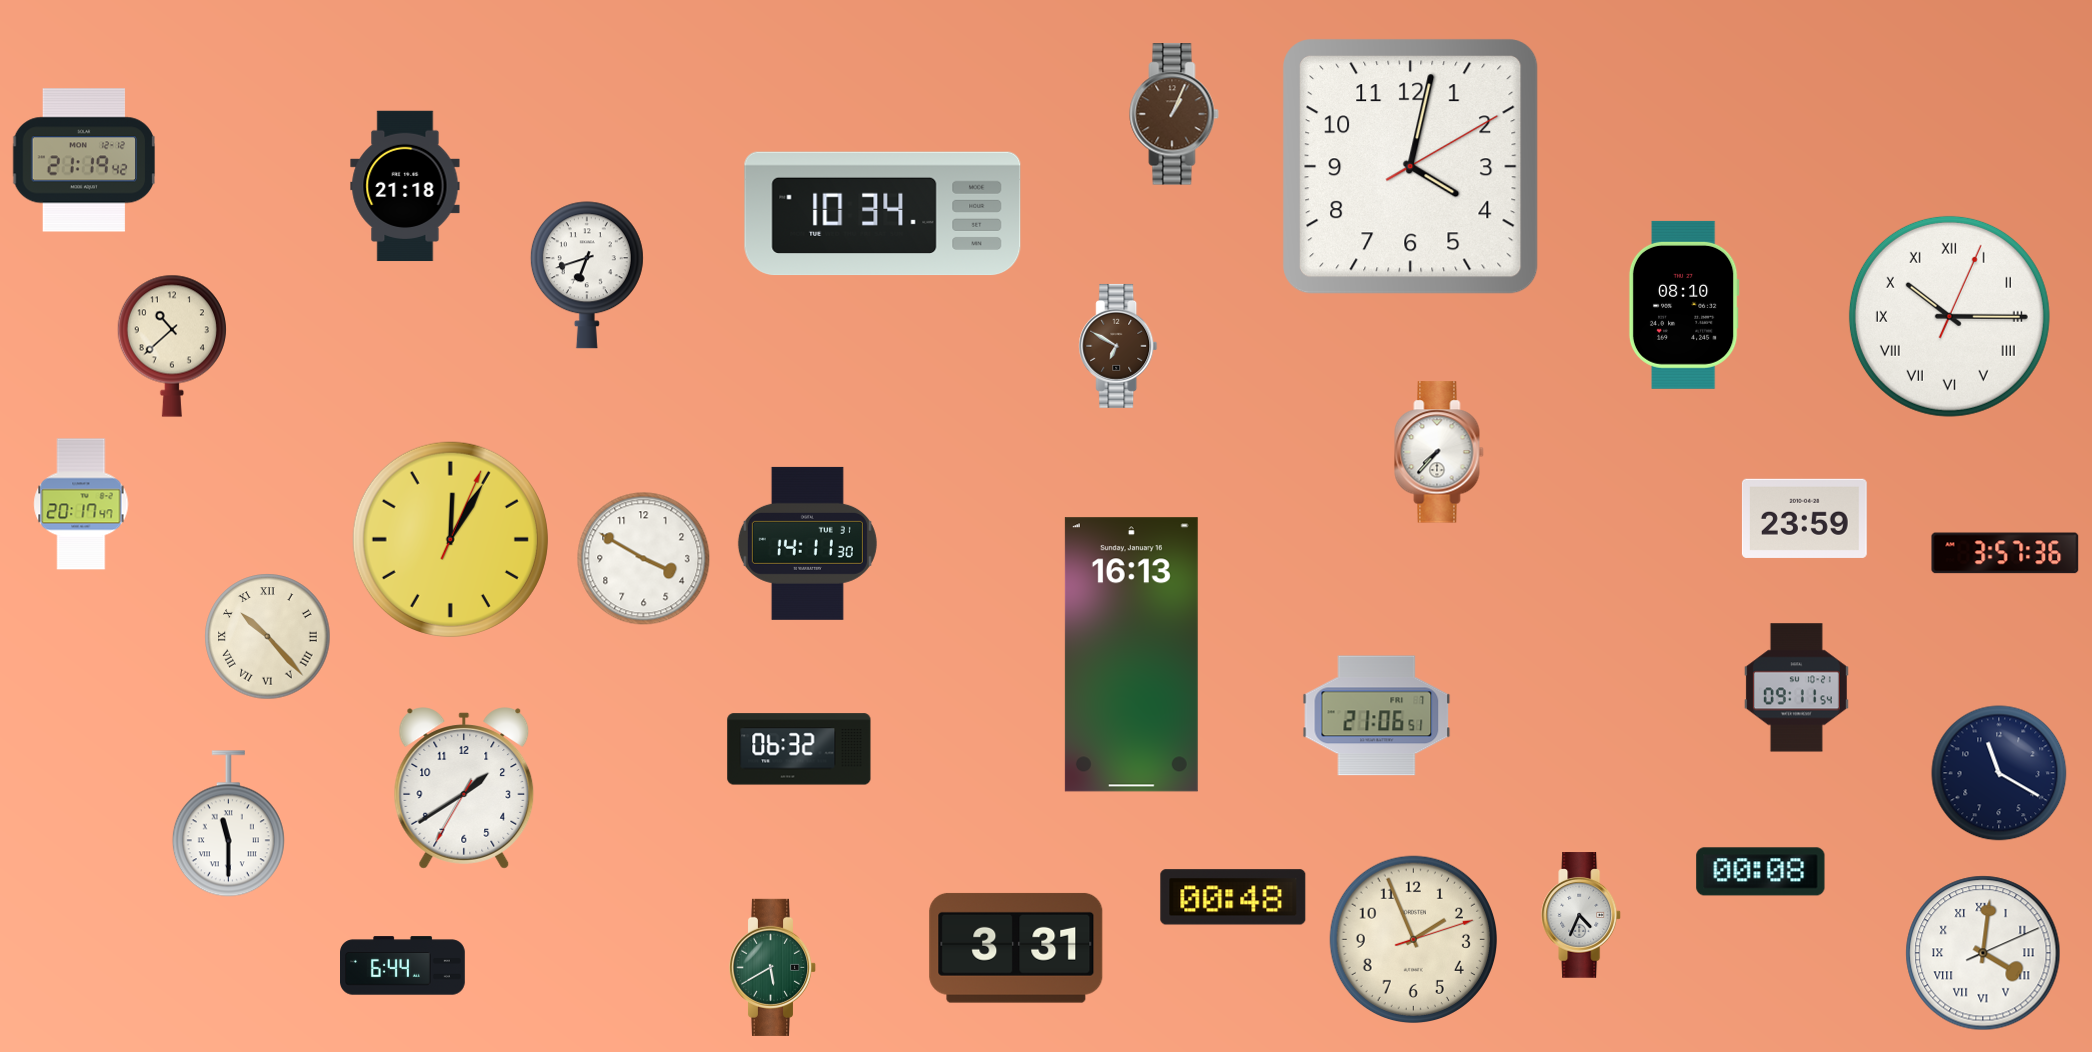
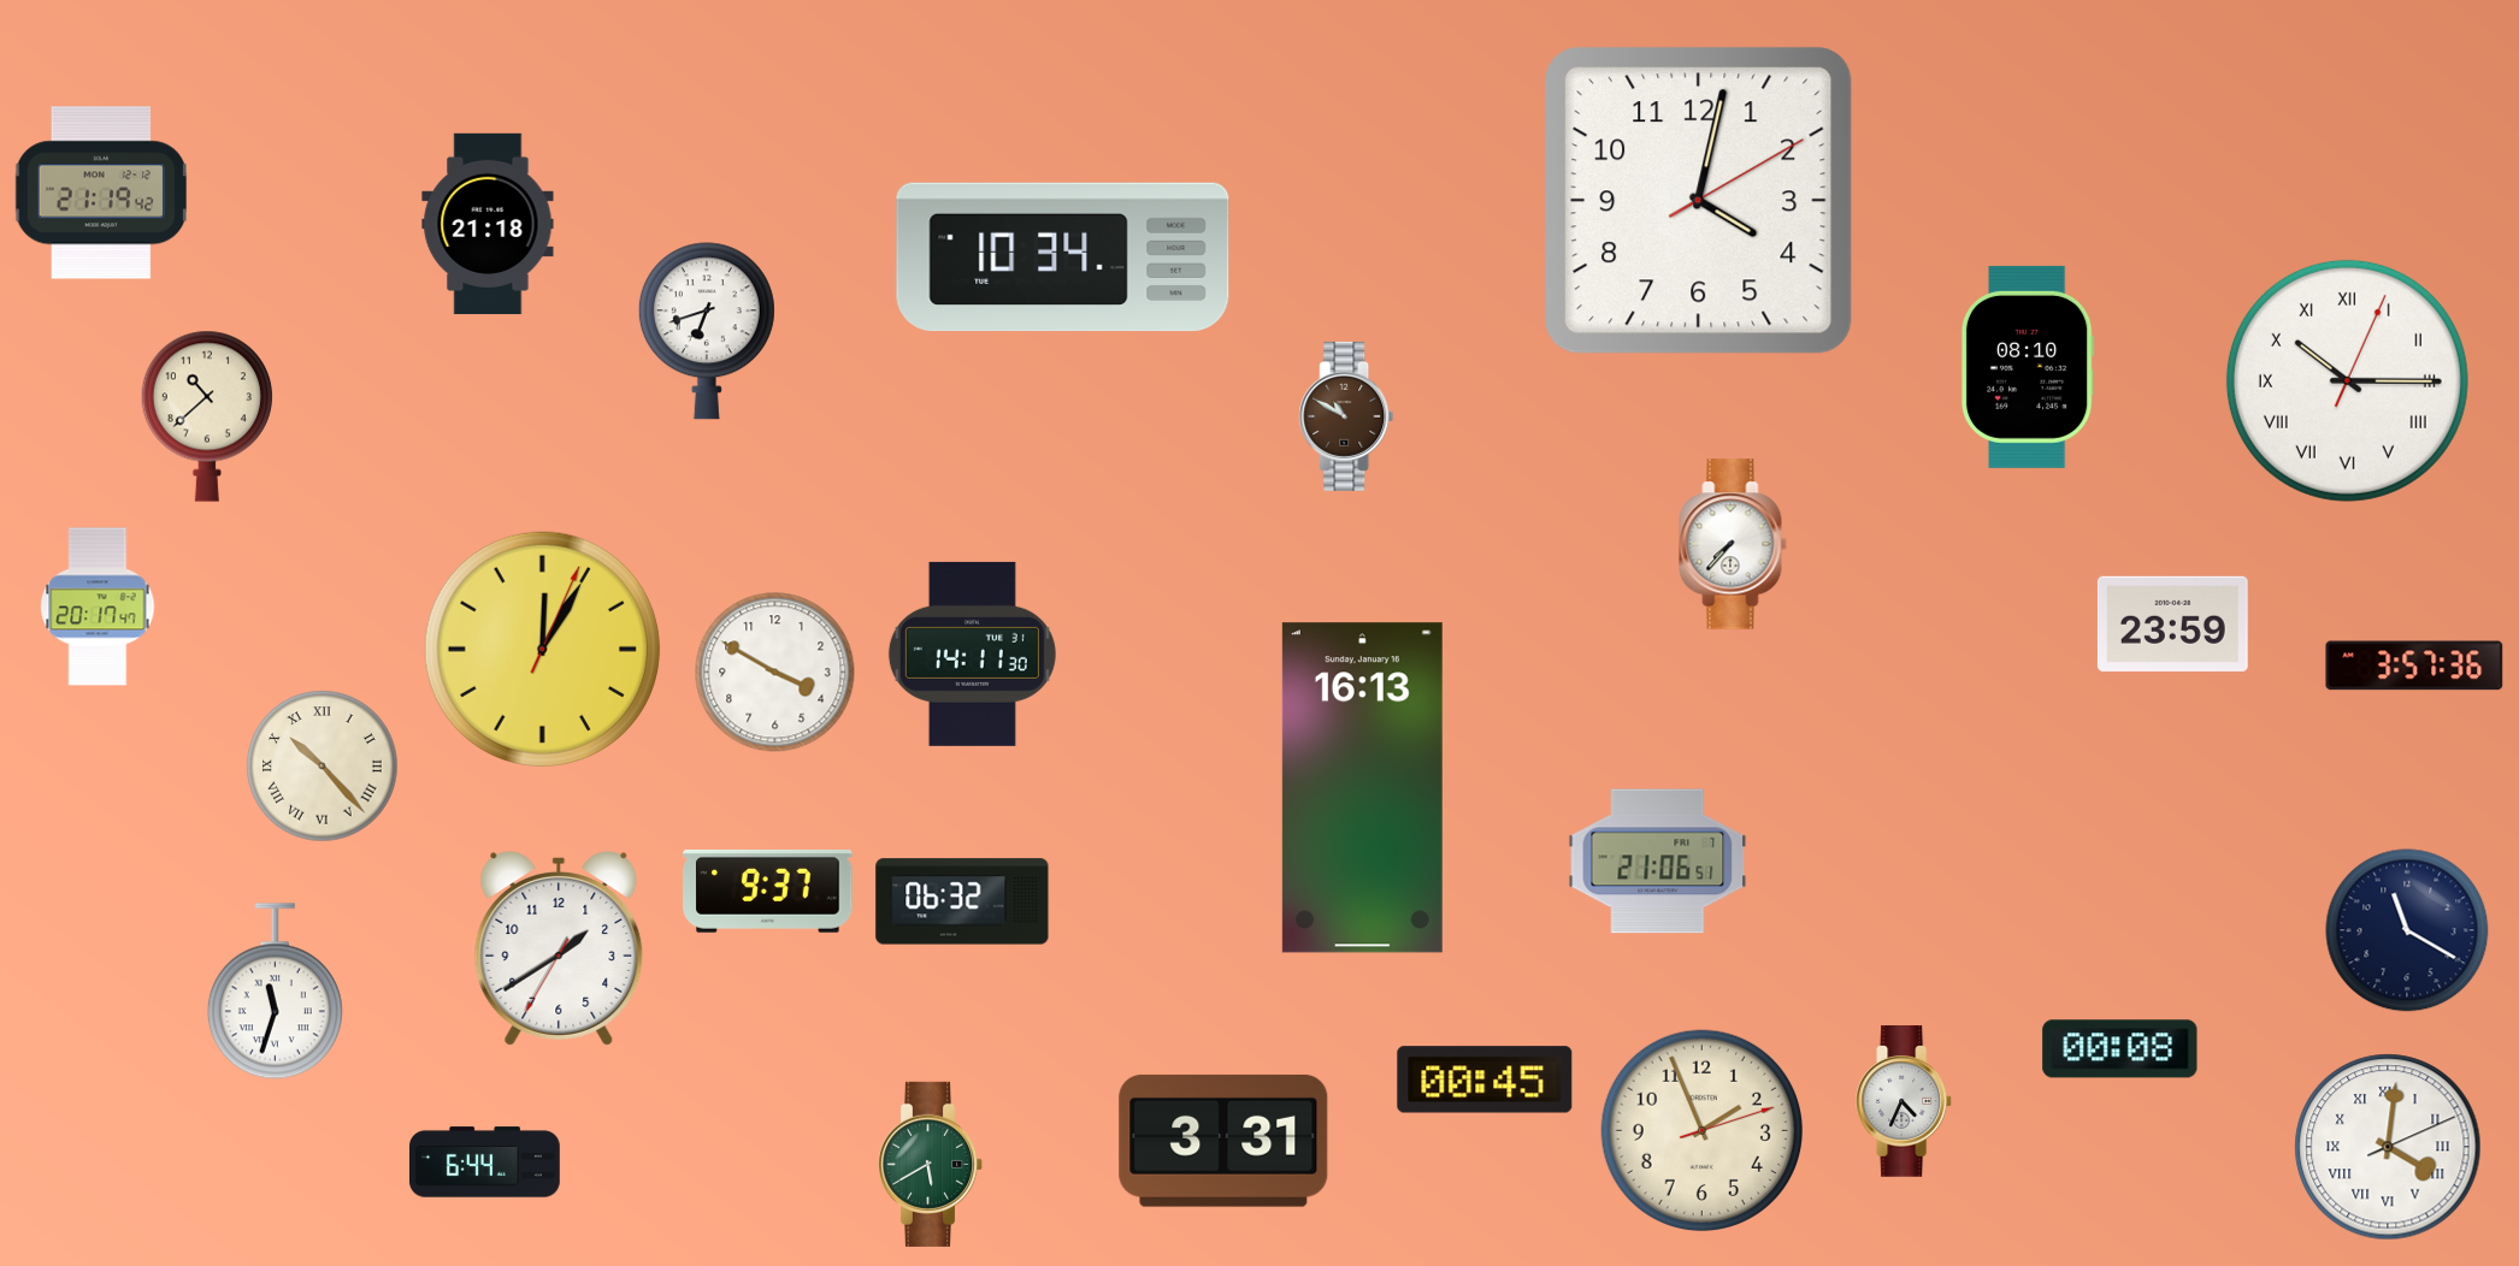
clock at (1174, 114): 1:04 -> none
clock at (1118, 346): 6:50 -> 10:50
clock at (1796, 688): 09:11 -> none
clock at (768, 891): none -> 9:37
clock at (228, 824): 11:30 -> 11:33
clock at (1233, 897): 00:48 -> 00:45
